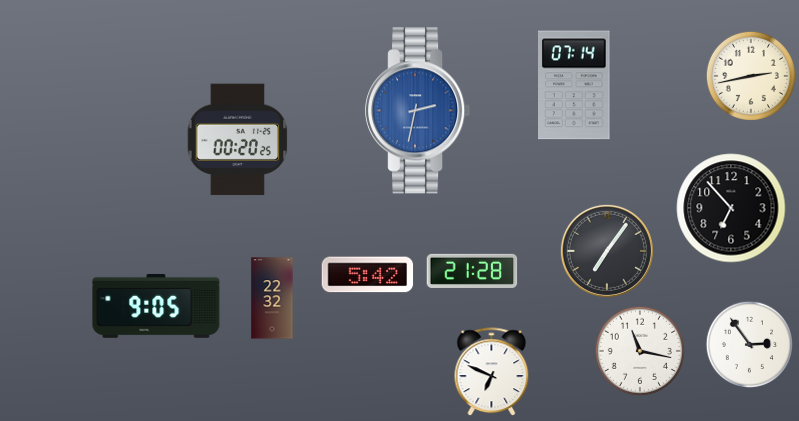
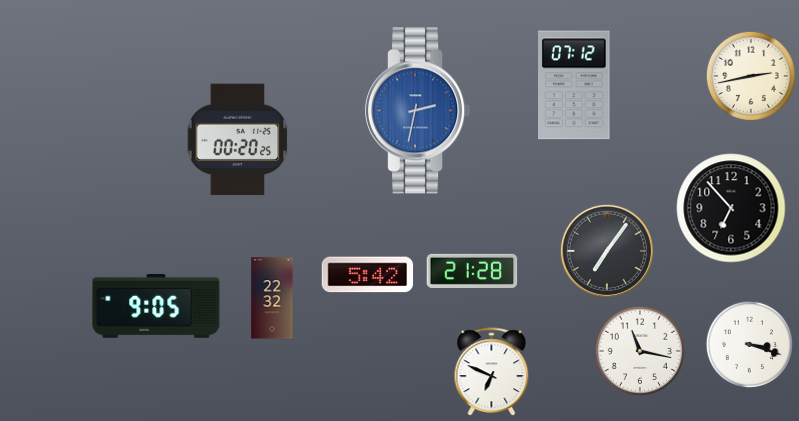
clock at (574, 85): 07:14 -> 07:12
clock at (749, 344): 2:54 -> 3:18
